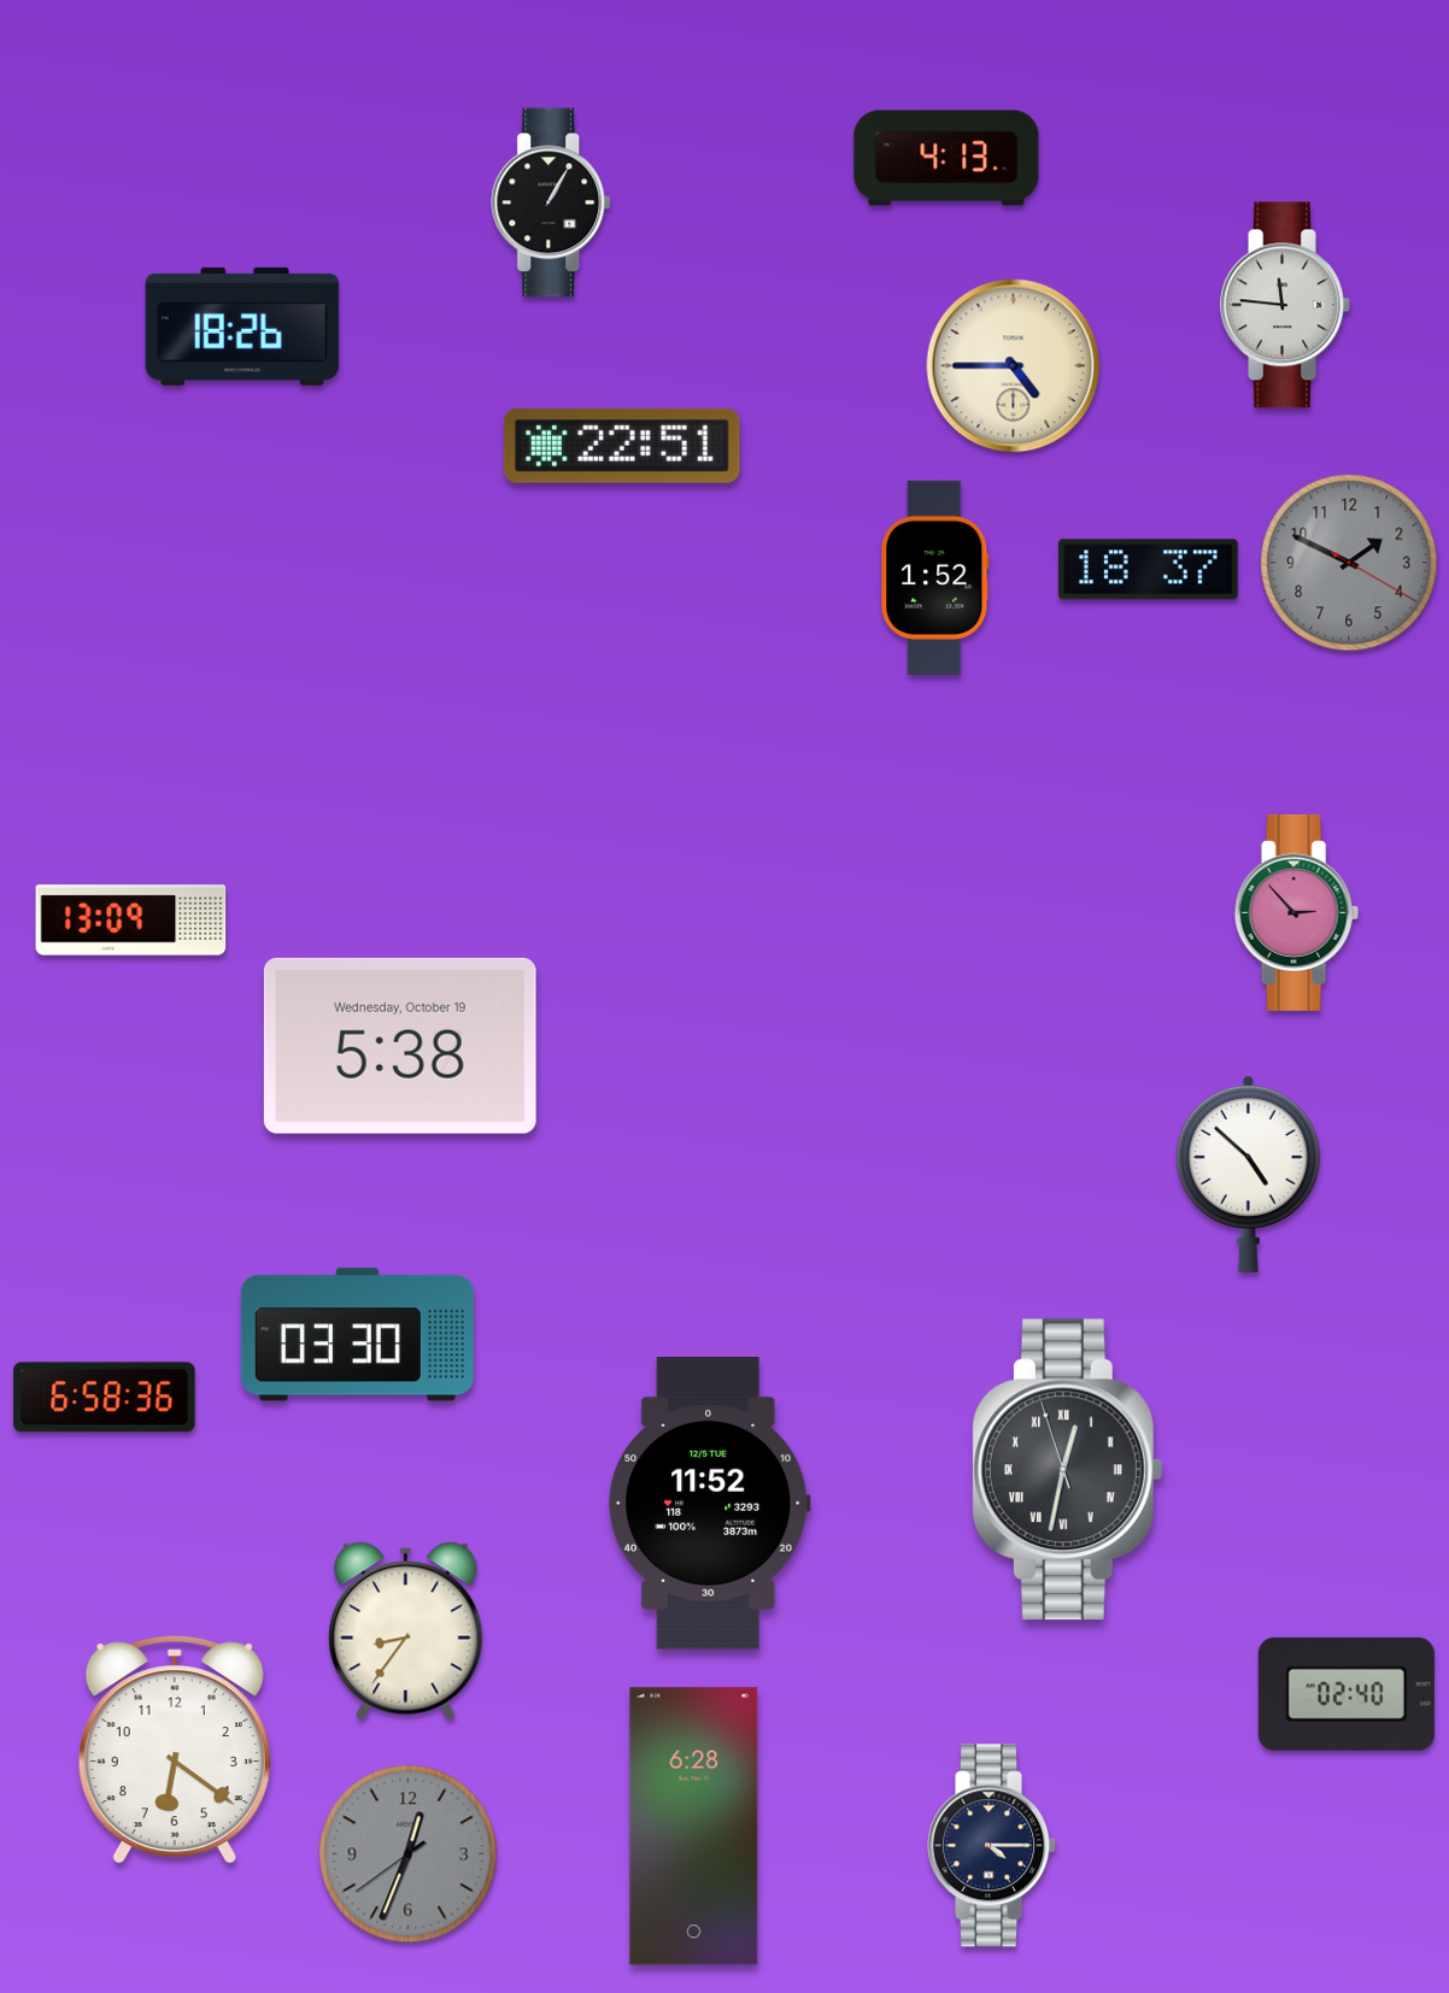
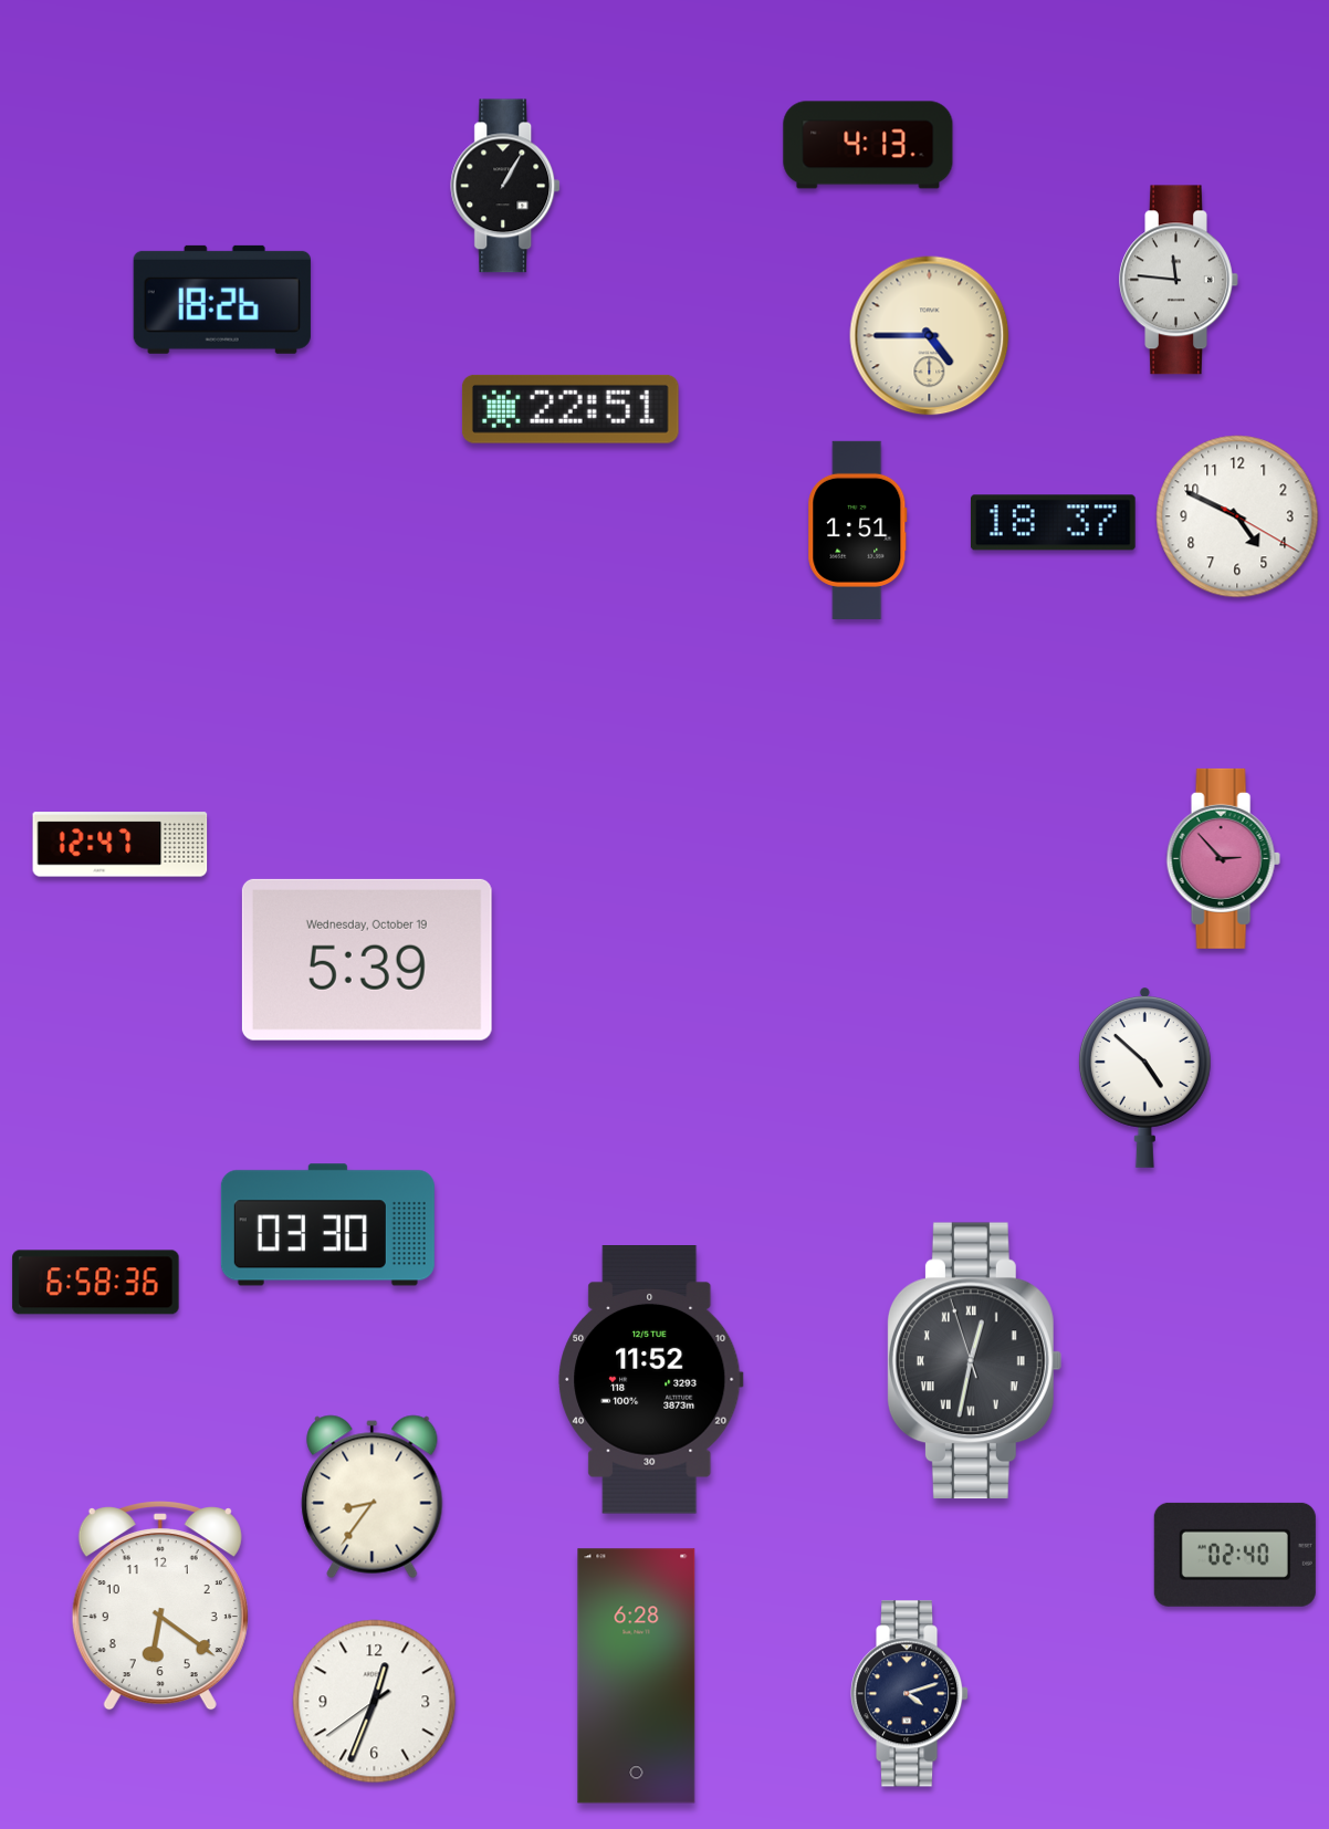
clock at (1349, 563): 1:49 -> 4:49
clock at (1349, 563) dial: grey -> white
clock at (935, 577): 1:52 -> 1:51
clock at (1296, 912) position: (1296, 912) -> (1223, 858)
clock at (131, 921): 13:09 -> 12:47
clock at (400, 1046): 5:38 -> 5:39
clock at (1067, 1470) position: (1067, 1470) -> (974, 1361)
clock at (992, 1846): 4:15 -> 4:12
clock at (409, 1854) dial: grey -> white
